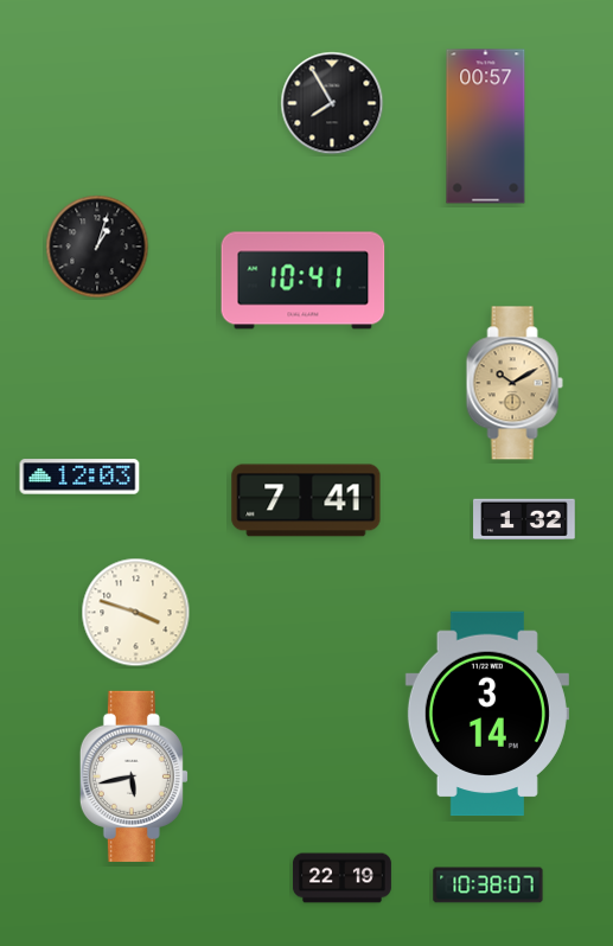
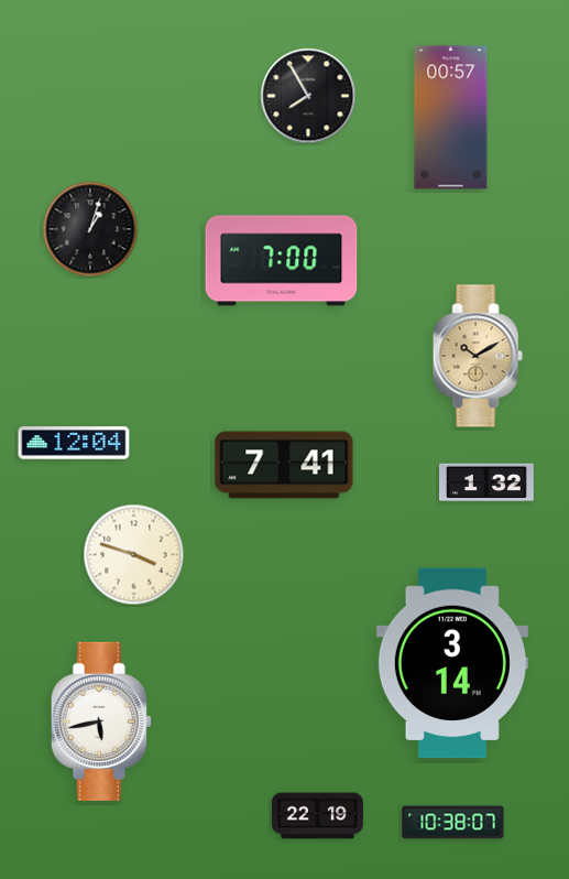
clock at (304, 281): 10:41 -> 7:00
clock at (79, 477): 12:03 -> 12:04
clock at (136, 613) position: (136, 613) -> (134, 555)
clock at (134, 776) position: (134, 776) -> (101, 721)
